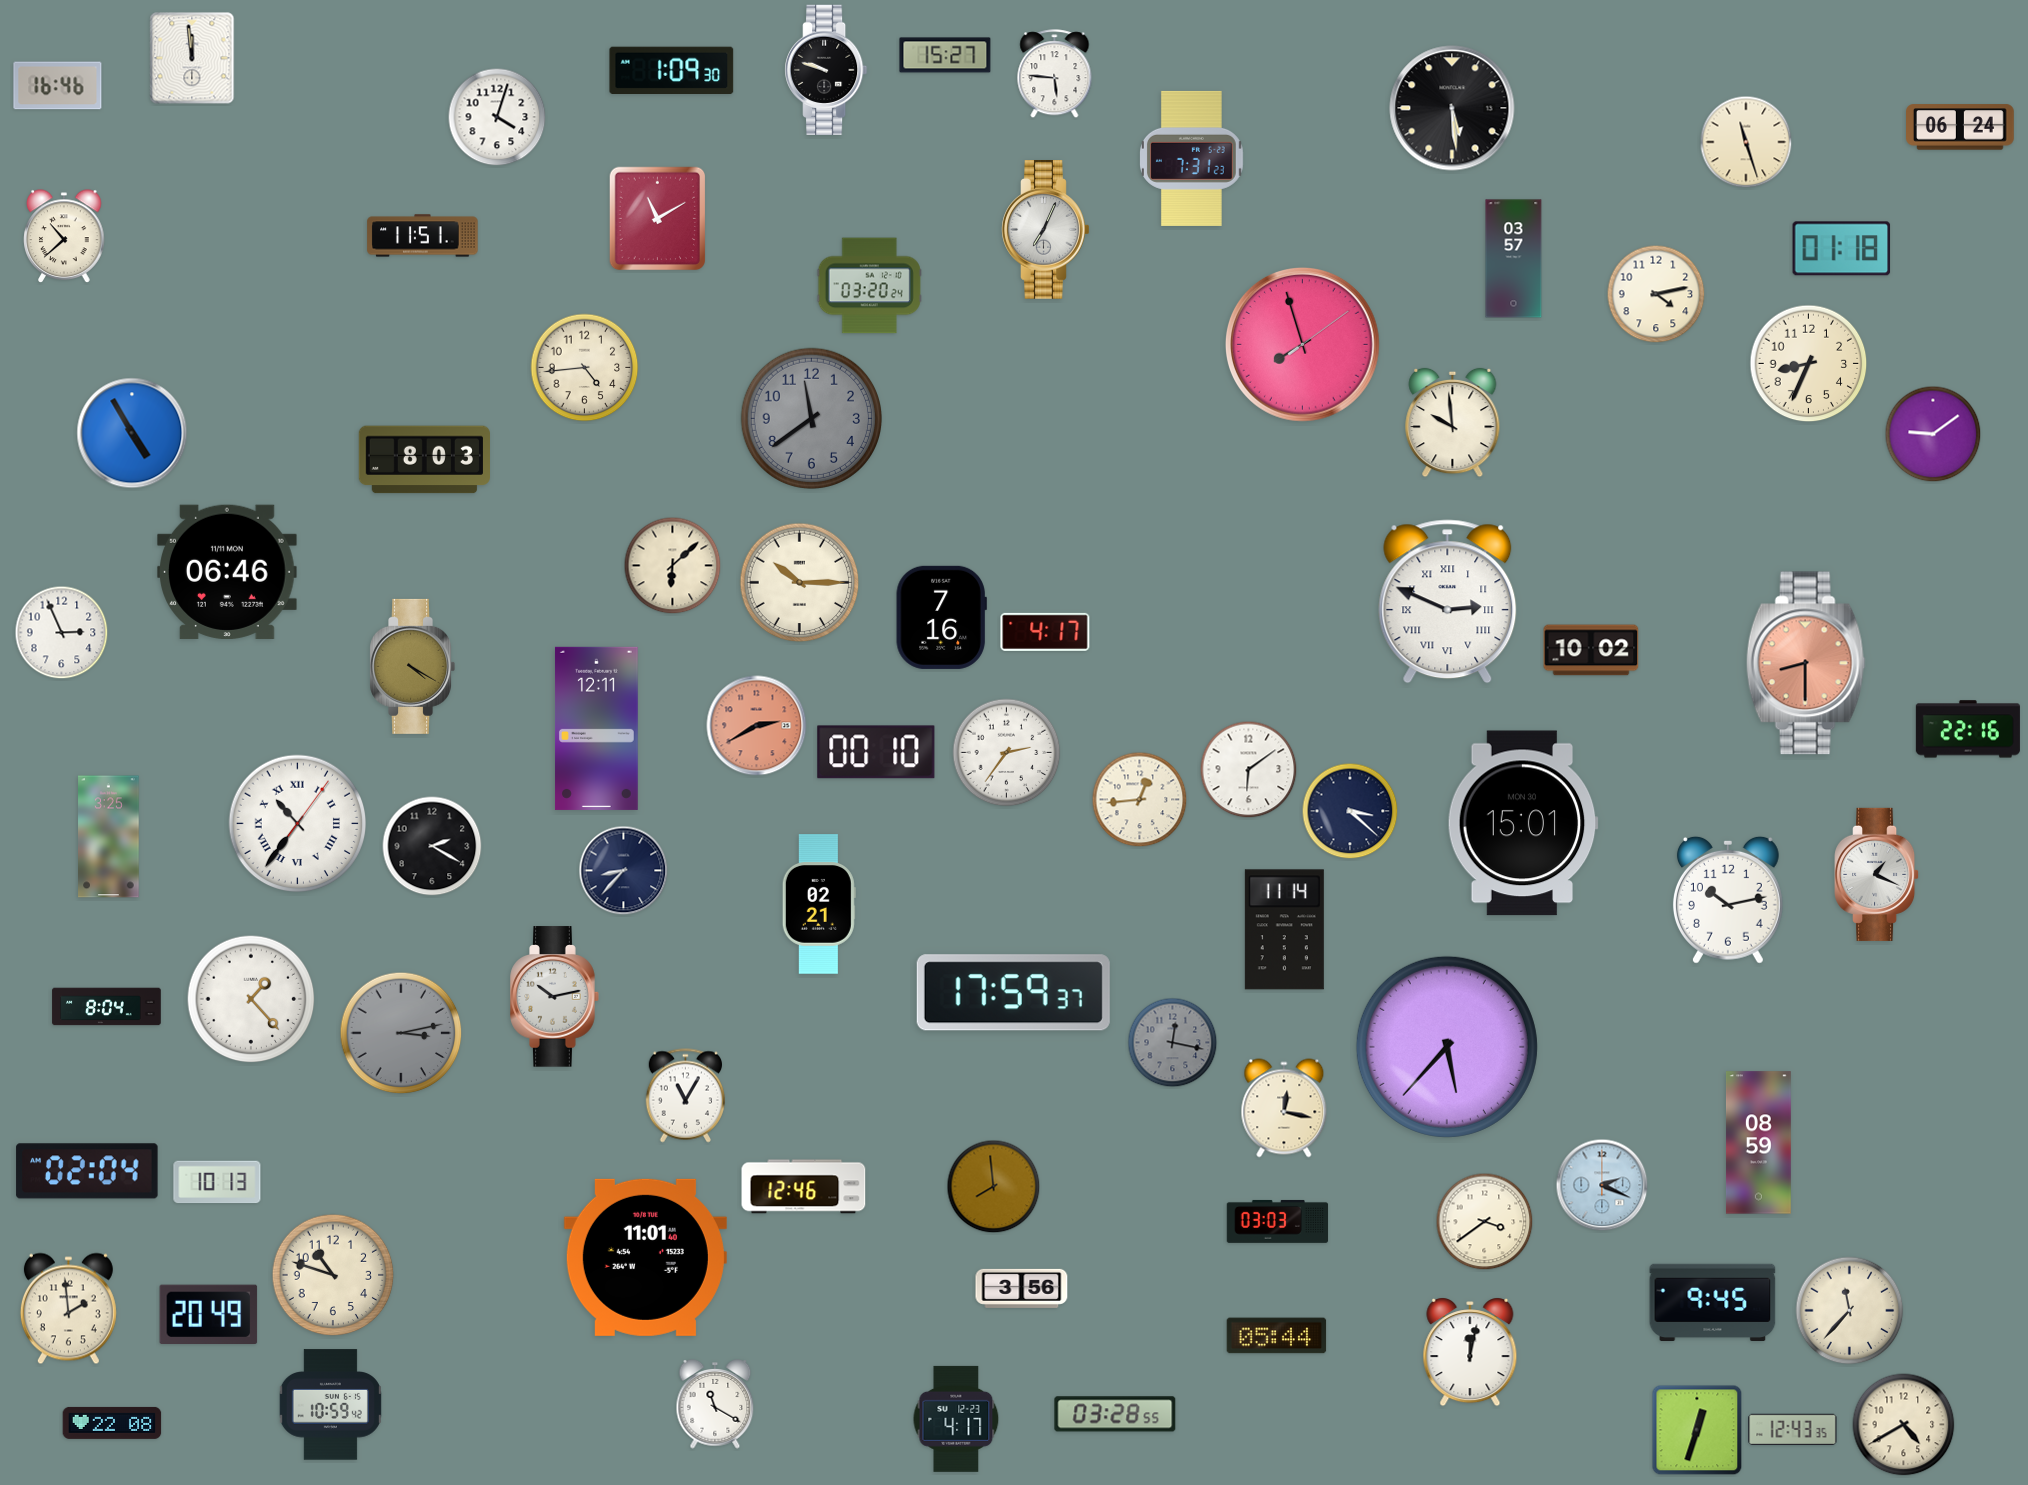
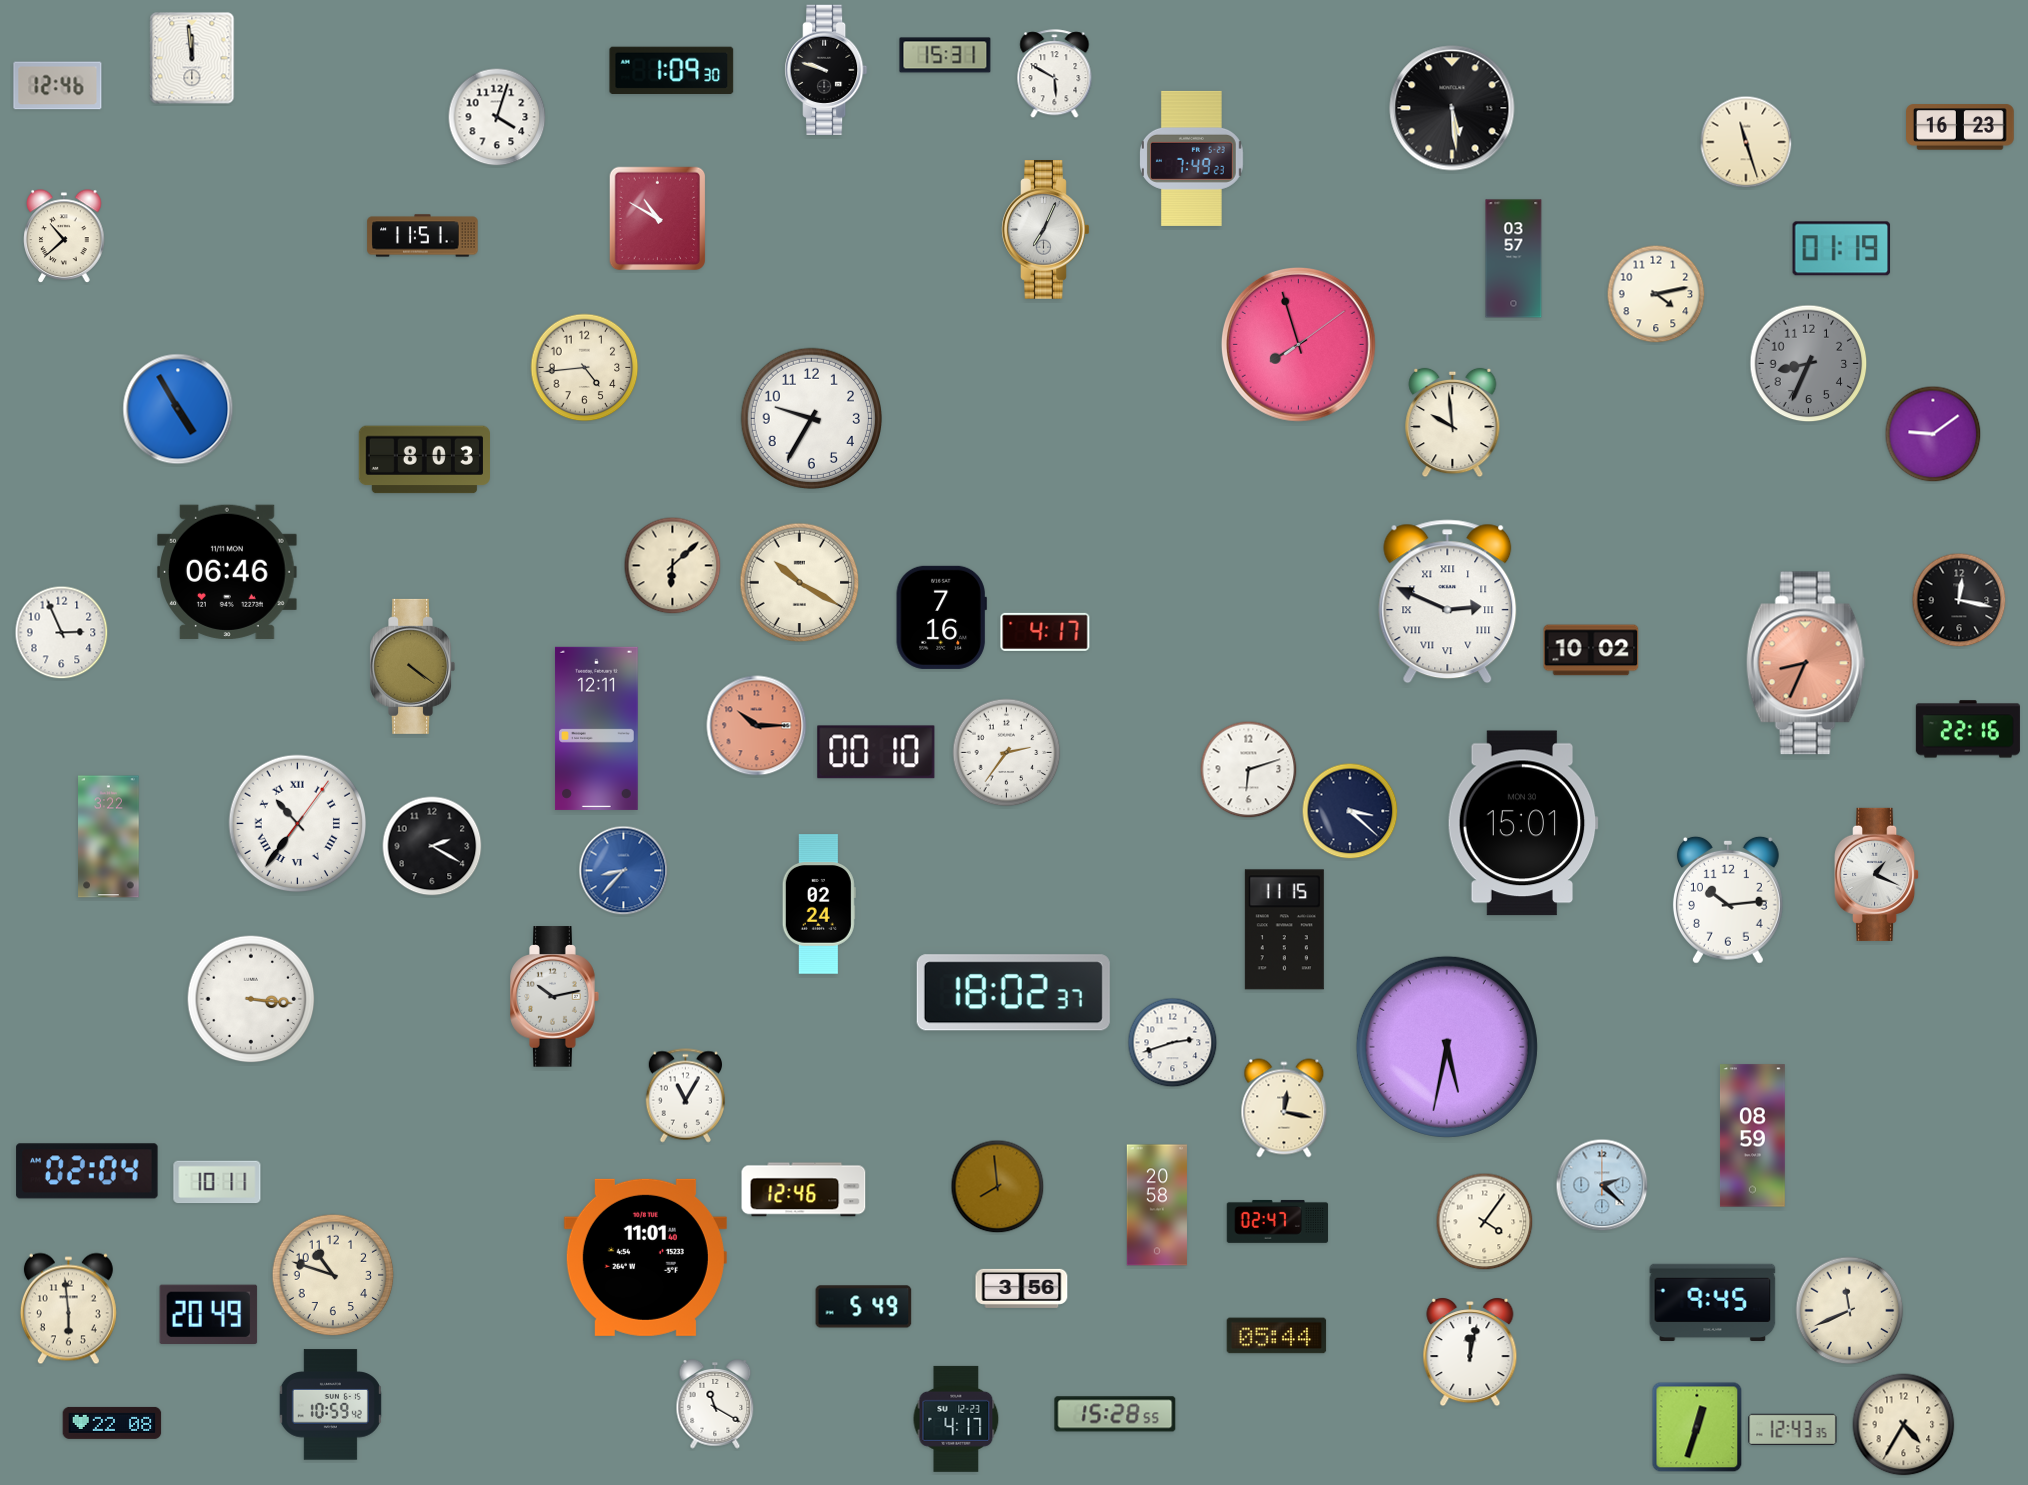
clock at (945, 55): 15:27 -> 15:31
clock at (1055, 74): 5:46 -> 5:50
clock at (58, 86): 16:46 -> 12:46
clock at (1961, 127): 06:24 -> 16:23
clock at (1192, 158): 7:31 -> 7:49
clock at (658, 219): 11:10 -> 10:50
clock at (1842, 249): 01:18 -> 01:19
clock at (869, 286): 03:20 -> none
clock at (1302, 344) position: (1302, 344) -> (1298, 344)
clock at (1809, 364) dial: cream -> grey
clock at (812, 419): 11:39 -> 9:35
clock at (812, 419) dial: grey -> white
clock at (132, 433) position: (132, 433) -> (178, 409)
clock at (800, 583): 10:15 -> 10:20
clock at (1959, 600): none -> 12:17
clock at (1806, 663): 8:30 -> 8:34
clock at (412, 666): 4:20 -> 4:21
clock at (757, 726): 2:40 -> 10:15
clock at (1249, 770): 6:09 -> 6:12
clock at (1140, 800): 12:44 -> none
clock at (109, 837): 3:25 -> 3:22
clock at (624, 871) dial: navy -> blue
clock at (1728, 900): 10:13 -> 10:14
clock at (819, 904): 02:21 -> 02:24
clock at (1284, 930): 11:14 -> 11:15
clock at (1013, 993): 17:59 -> 18:02
clock at (251, 999): 1:23 -> 3:16
clock at (107, 1007): 8:04 -> none
clock at (401, 1033): 3:13 -> none
clock at (1173, 1043): 12:17 -> 2:42
clock at (1173, 1043) dial: grey -> white
clock at (1447, 1047): 5:37 -> 5:32
clock at (1758, 1143) position: (1758, 1143) -> (1752, 1136)
clock at (217, 1182): 10:13 -> 10:11
clock at (1602, 1185): 2:19 -> 2:22
clock at (804, 1187) position: (804, 1187) -> (804, 1190)
clock at (994, 1187) position: (994, 1187) -> (998, 1187)
clock at (1157, 1205): none -> 20:58
clock at (1278, 1221): 03:03 -> 02:47
clock at (1485, 1222): 3:39 -> 4:06
clock at (864, 1307): none -> 5:49
clock at (68, 1309): 1:59 -> 5:59
clock at (1850, 1311): 11:37 -> 11:41
clock at (1115, 1414): 03:28 -> 15:28
clock at (1904, 1425): 4:40 -> 4:35
clock at (1697, 1430) position: (1697, 1430) -> (1697, 1427)
